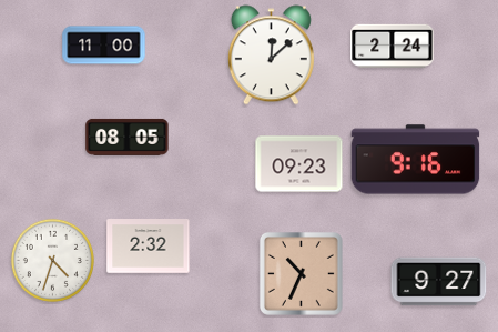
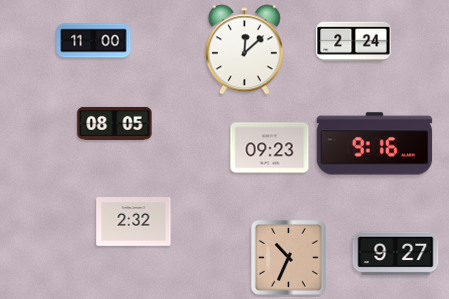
clock at (52, 260): 4:33 -> none
clock at (301, 273) position: (301, 273) -> (288, 257)
